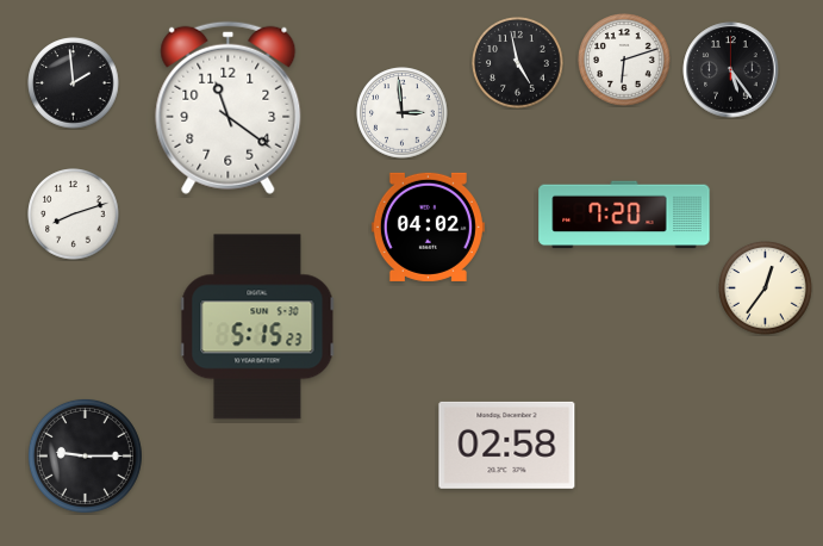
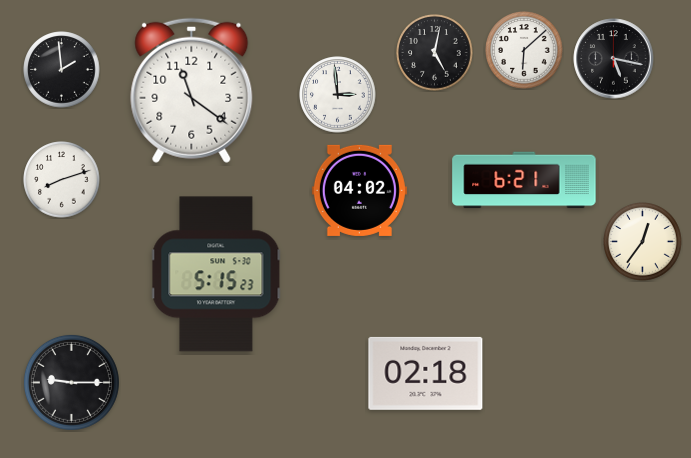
clock at (624, 60): 6:12 -> 6:08
clock at (518, 63): 4:58 -> 5:02
clock at (731, 70): 5:24 -> 5:17
clock at (624, 215): 7:20 -> 6:21
clock at (507, 445): 02:58 -> 02:18
